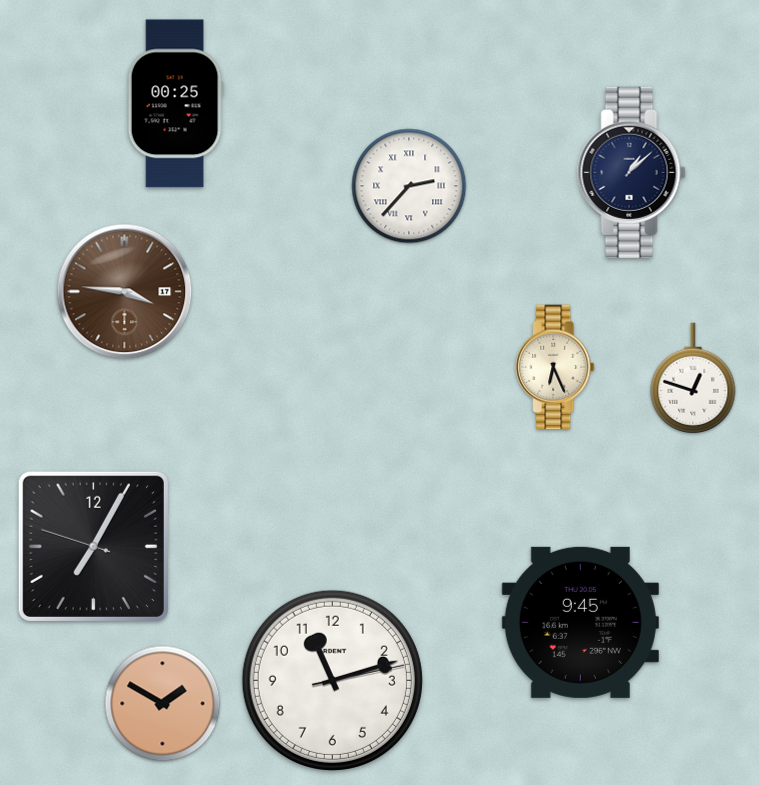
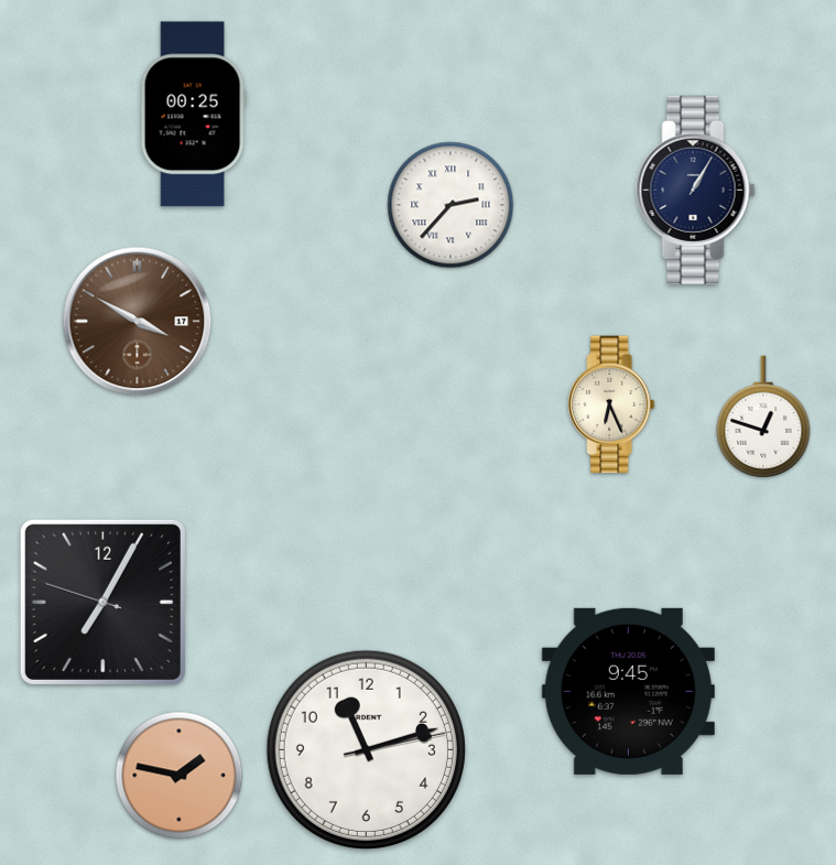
clock at (632, 172): 1:08 -> 1:05
clock at (125, 292): 3:46 -> 3:50
clock at (580, 622) position: (580, 622) -> (628, 691)
clock at (163, 704): 1:50 -> 1:47
